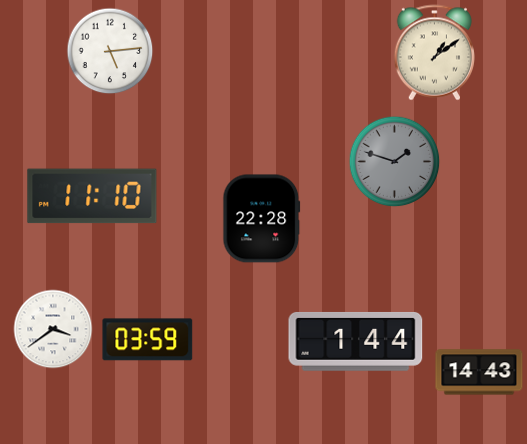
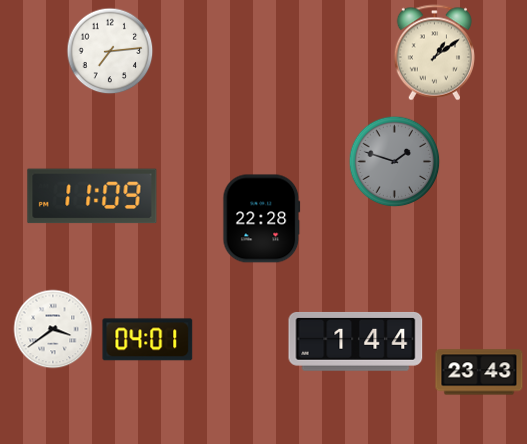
clock at (110, 51): 5:14 -> 7:14
clock at (92, 196): 11:10 -> 11:09
clock at (148, 340): 03:59 -> 04:01
clock at (479, 372): 14:43 -> 23:43
